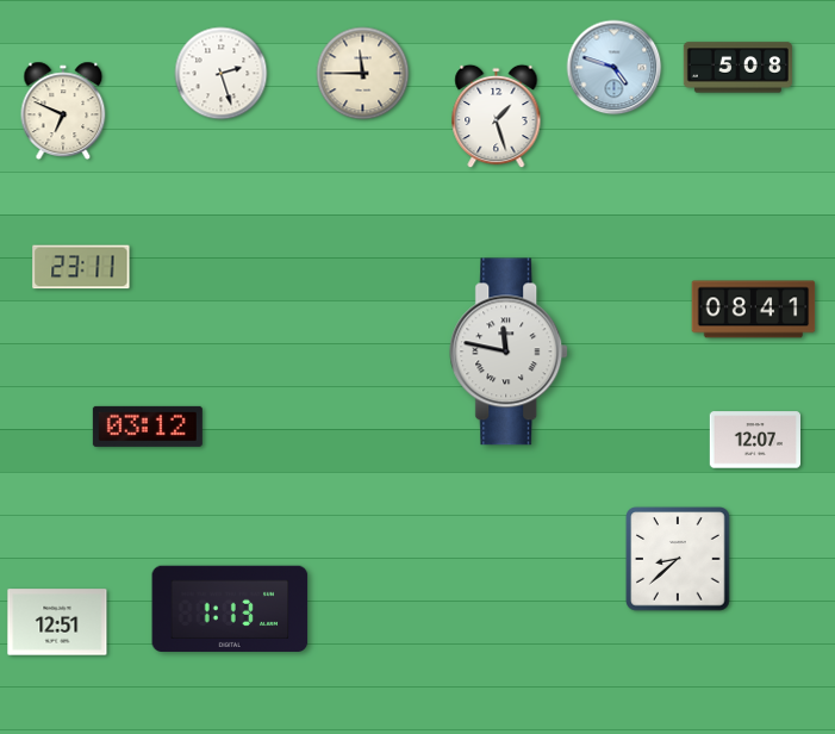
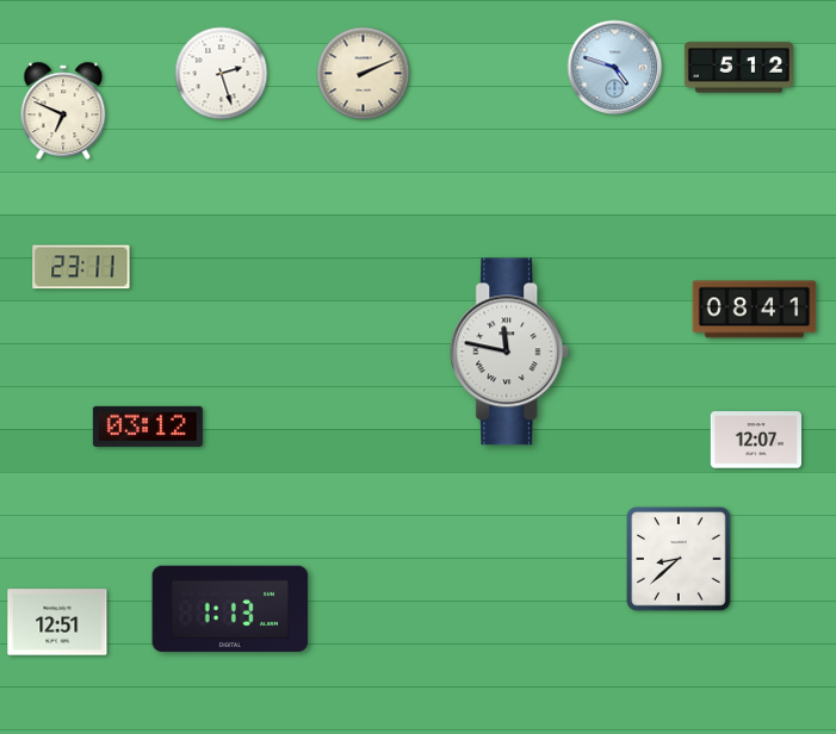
clock at (737, 68): 5:08 -> 5:12
clock at (363, 74): 11:45 -> 2:11
clock at (497, 117): 1:27 -> none
